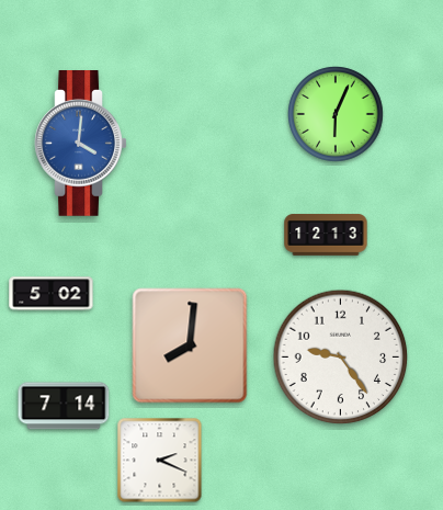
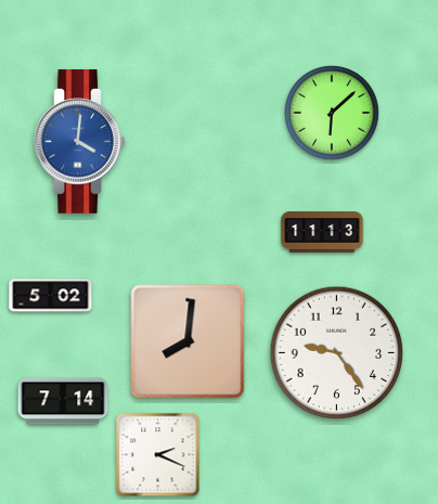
clock at (336, 114): 6:04 -> 6:08
clock at (326, 235): 12:13 -> 11:13
clock at (52, 294) position: (52, 294) -> (51, 296)
